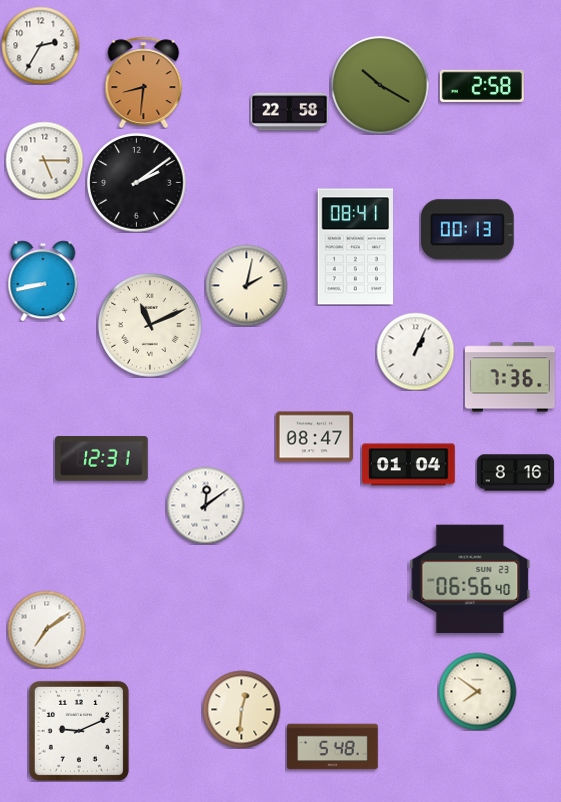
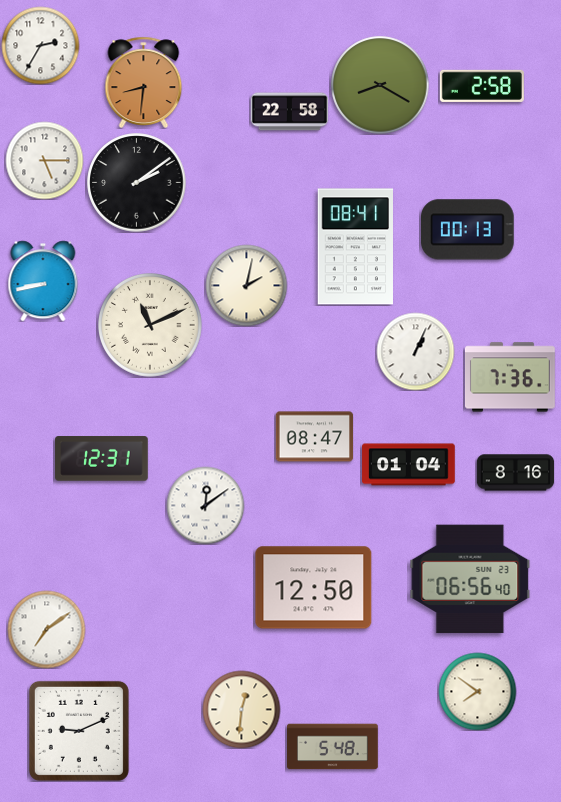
clock at (380, 85): 10:20 -> 8:20
clock at (314, 588): none -> 12:50
